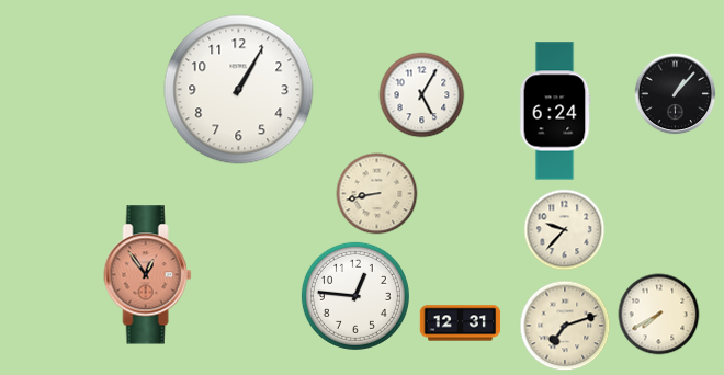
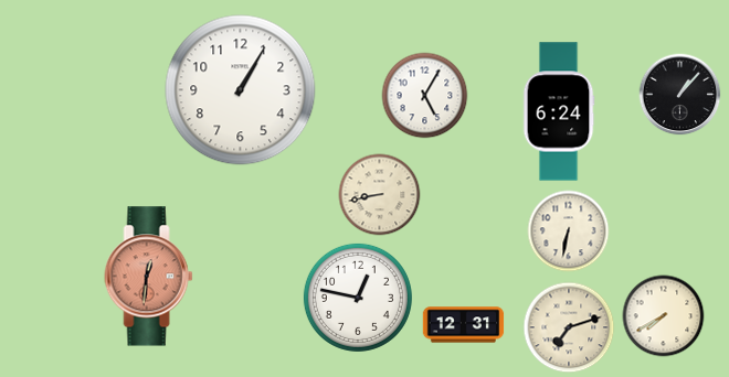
clock at (565, 230): 9:37 -> 6:32
clock at (148, 275): 12:54 -> 12:31
clock at (355, 296): 12:46 -> 12:47
